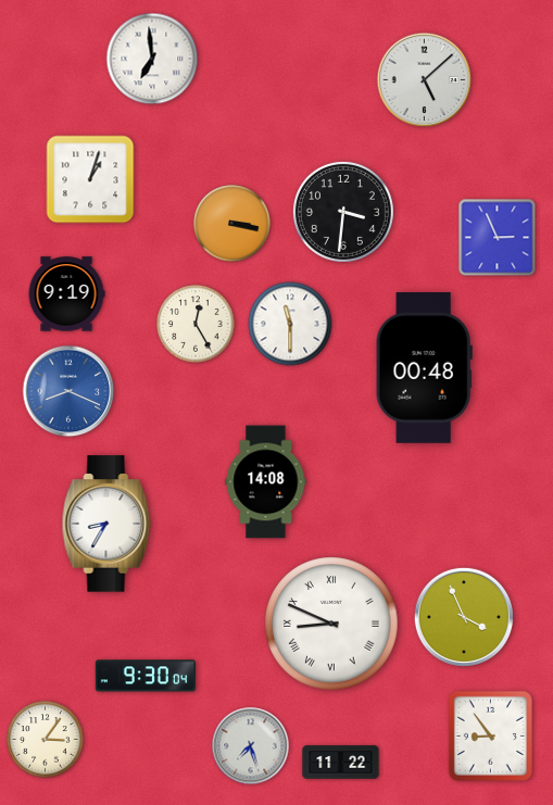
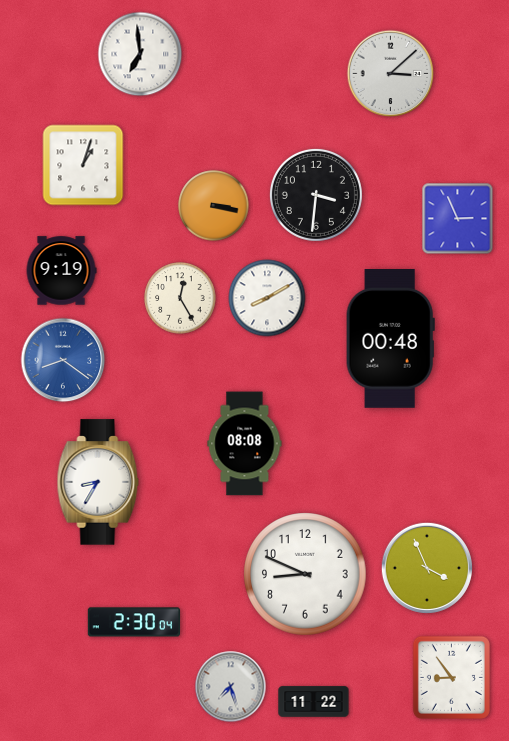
clock at (425, 80): 5:08 -> 3:08
clock at (290, 324): 11:30 -> 8:10
clock at (68, 391): 8:19 -> 8:21
clock at (266, 482): 14:08 -> 08:08
clock at (331, 624) numerals: Roman -> Arabic
clock at (144, 676): 9:30 -> 2:30
clock at (46, 740): 3:06 -> none
